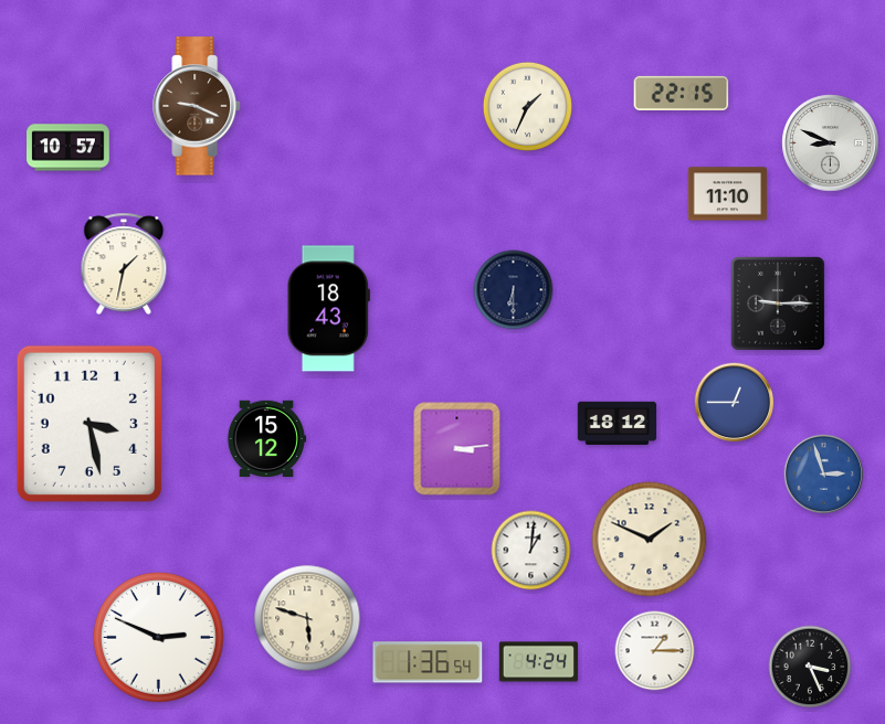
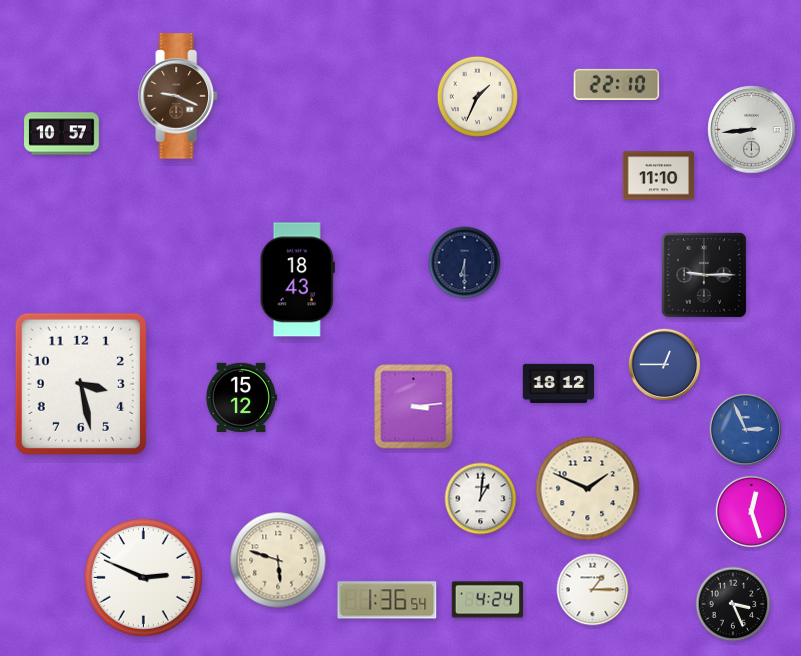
clock at (682, 93): 22:15 -> 22:10
clock at (831, 143): 8:49 -> 8:44
clock at (124, 263): 1:32 -> none
clock at (824, 475): 2:57 -> 2:56
clock at (752, 512): none -> 12:27
